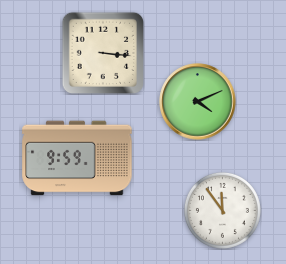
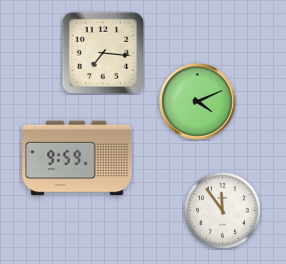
clock at (102, 52): 3:16 -> 7:16
